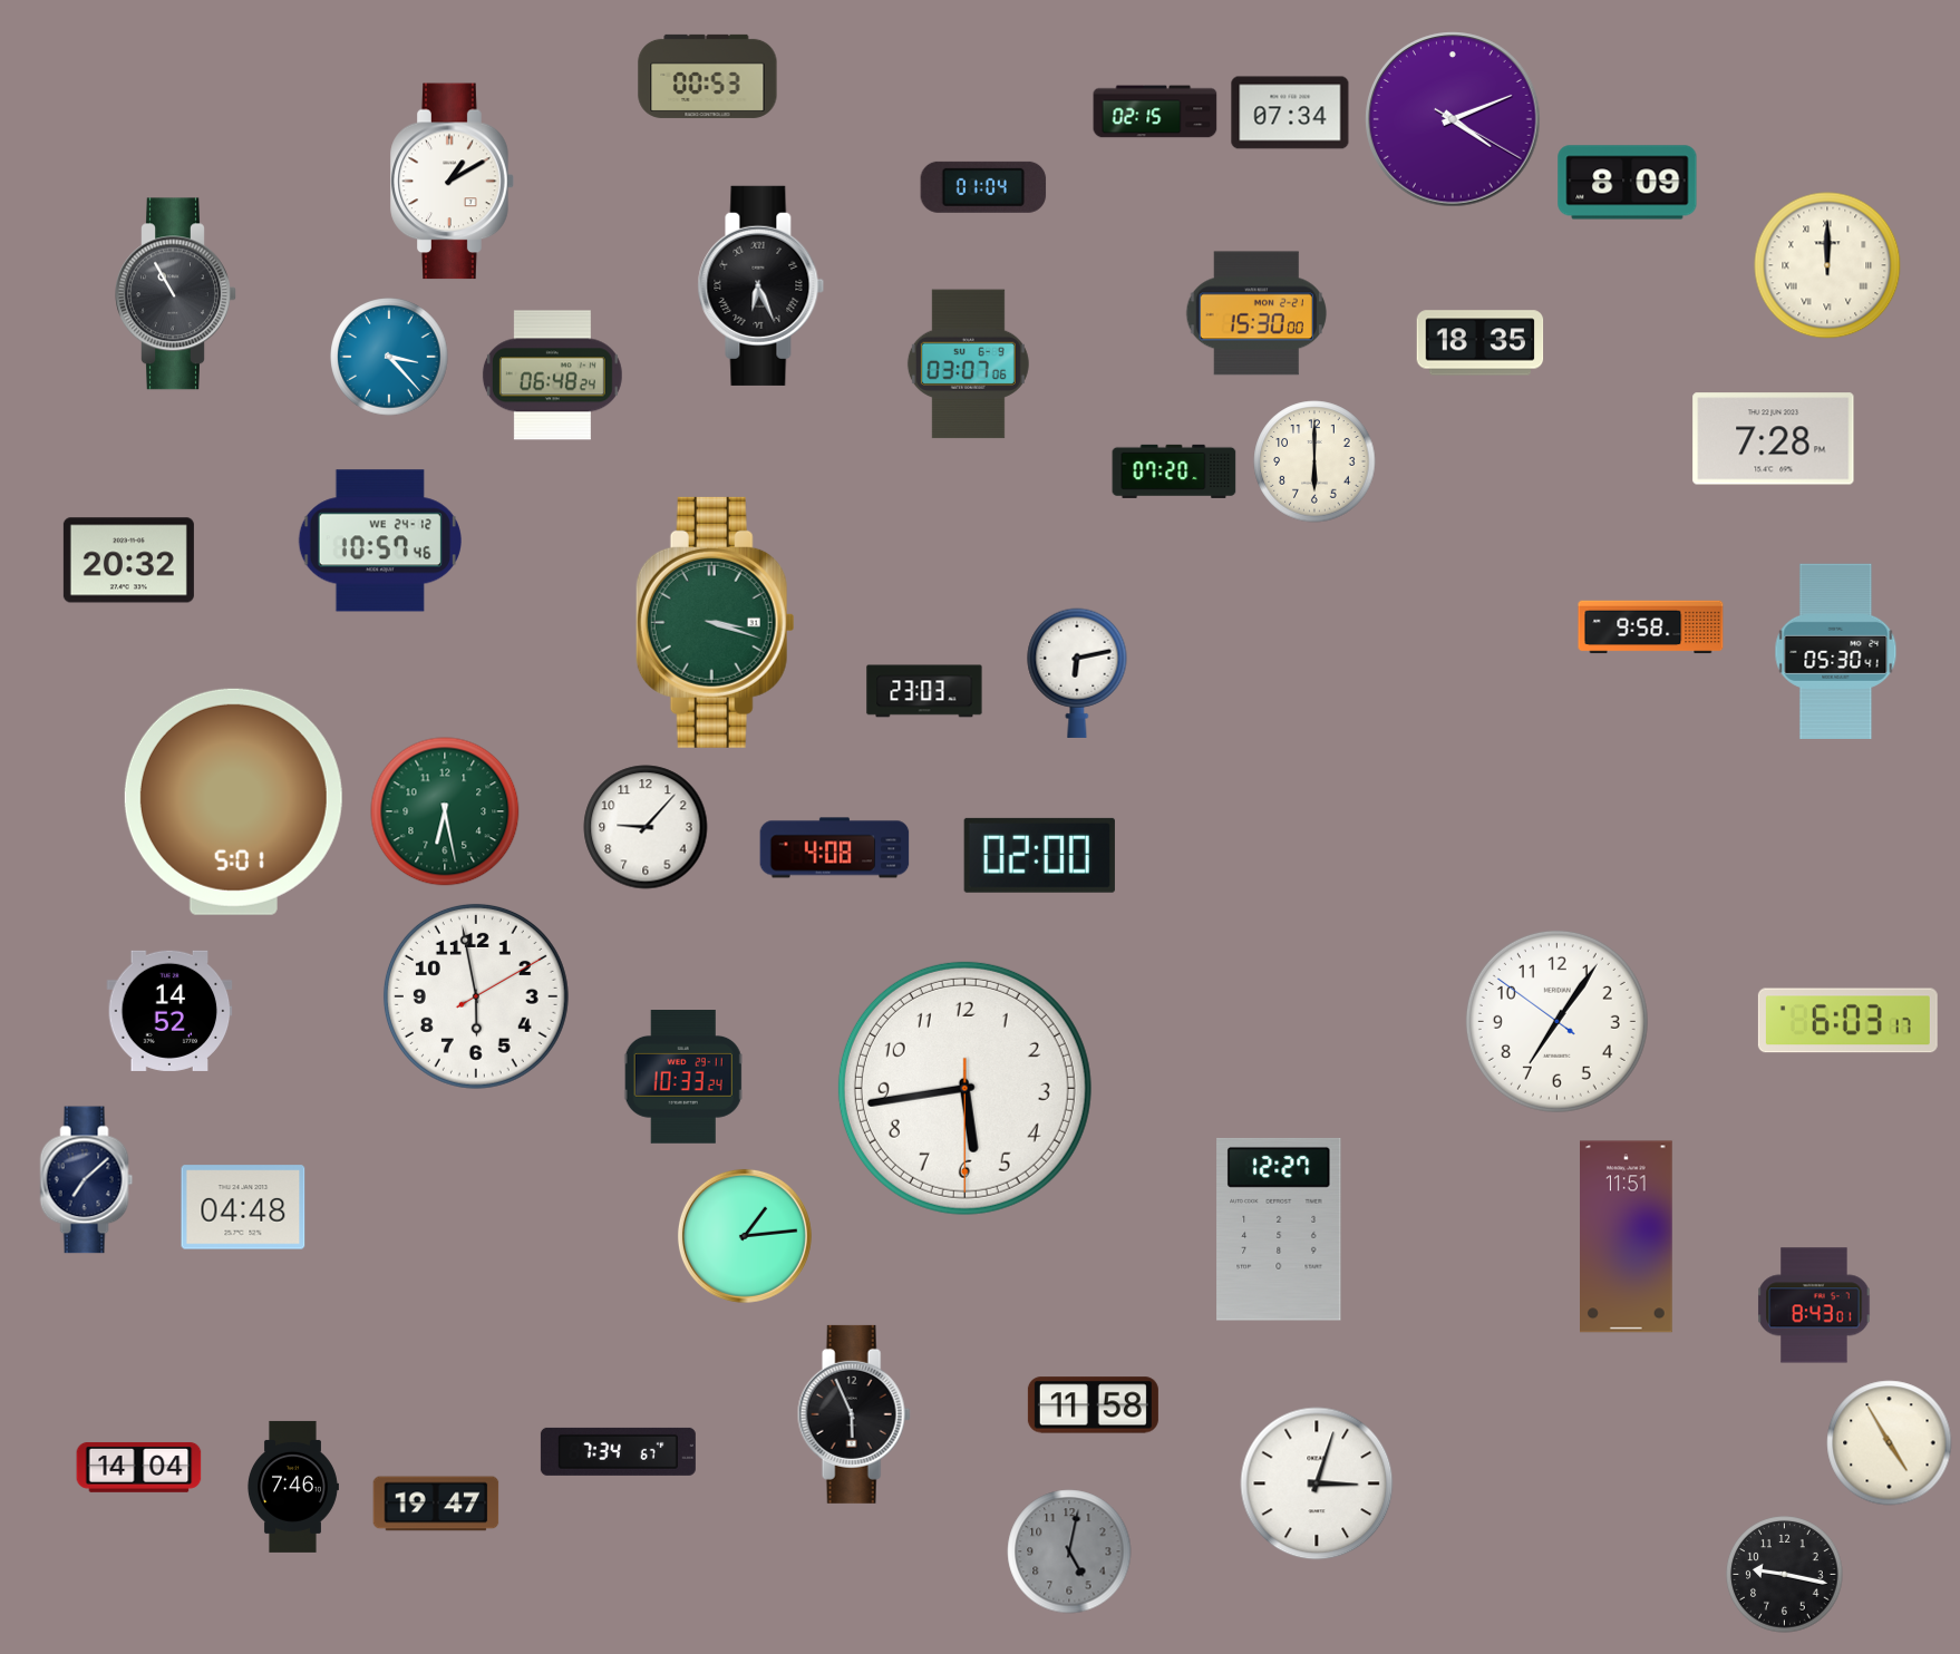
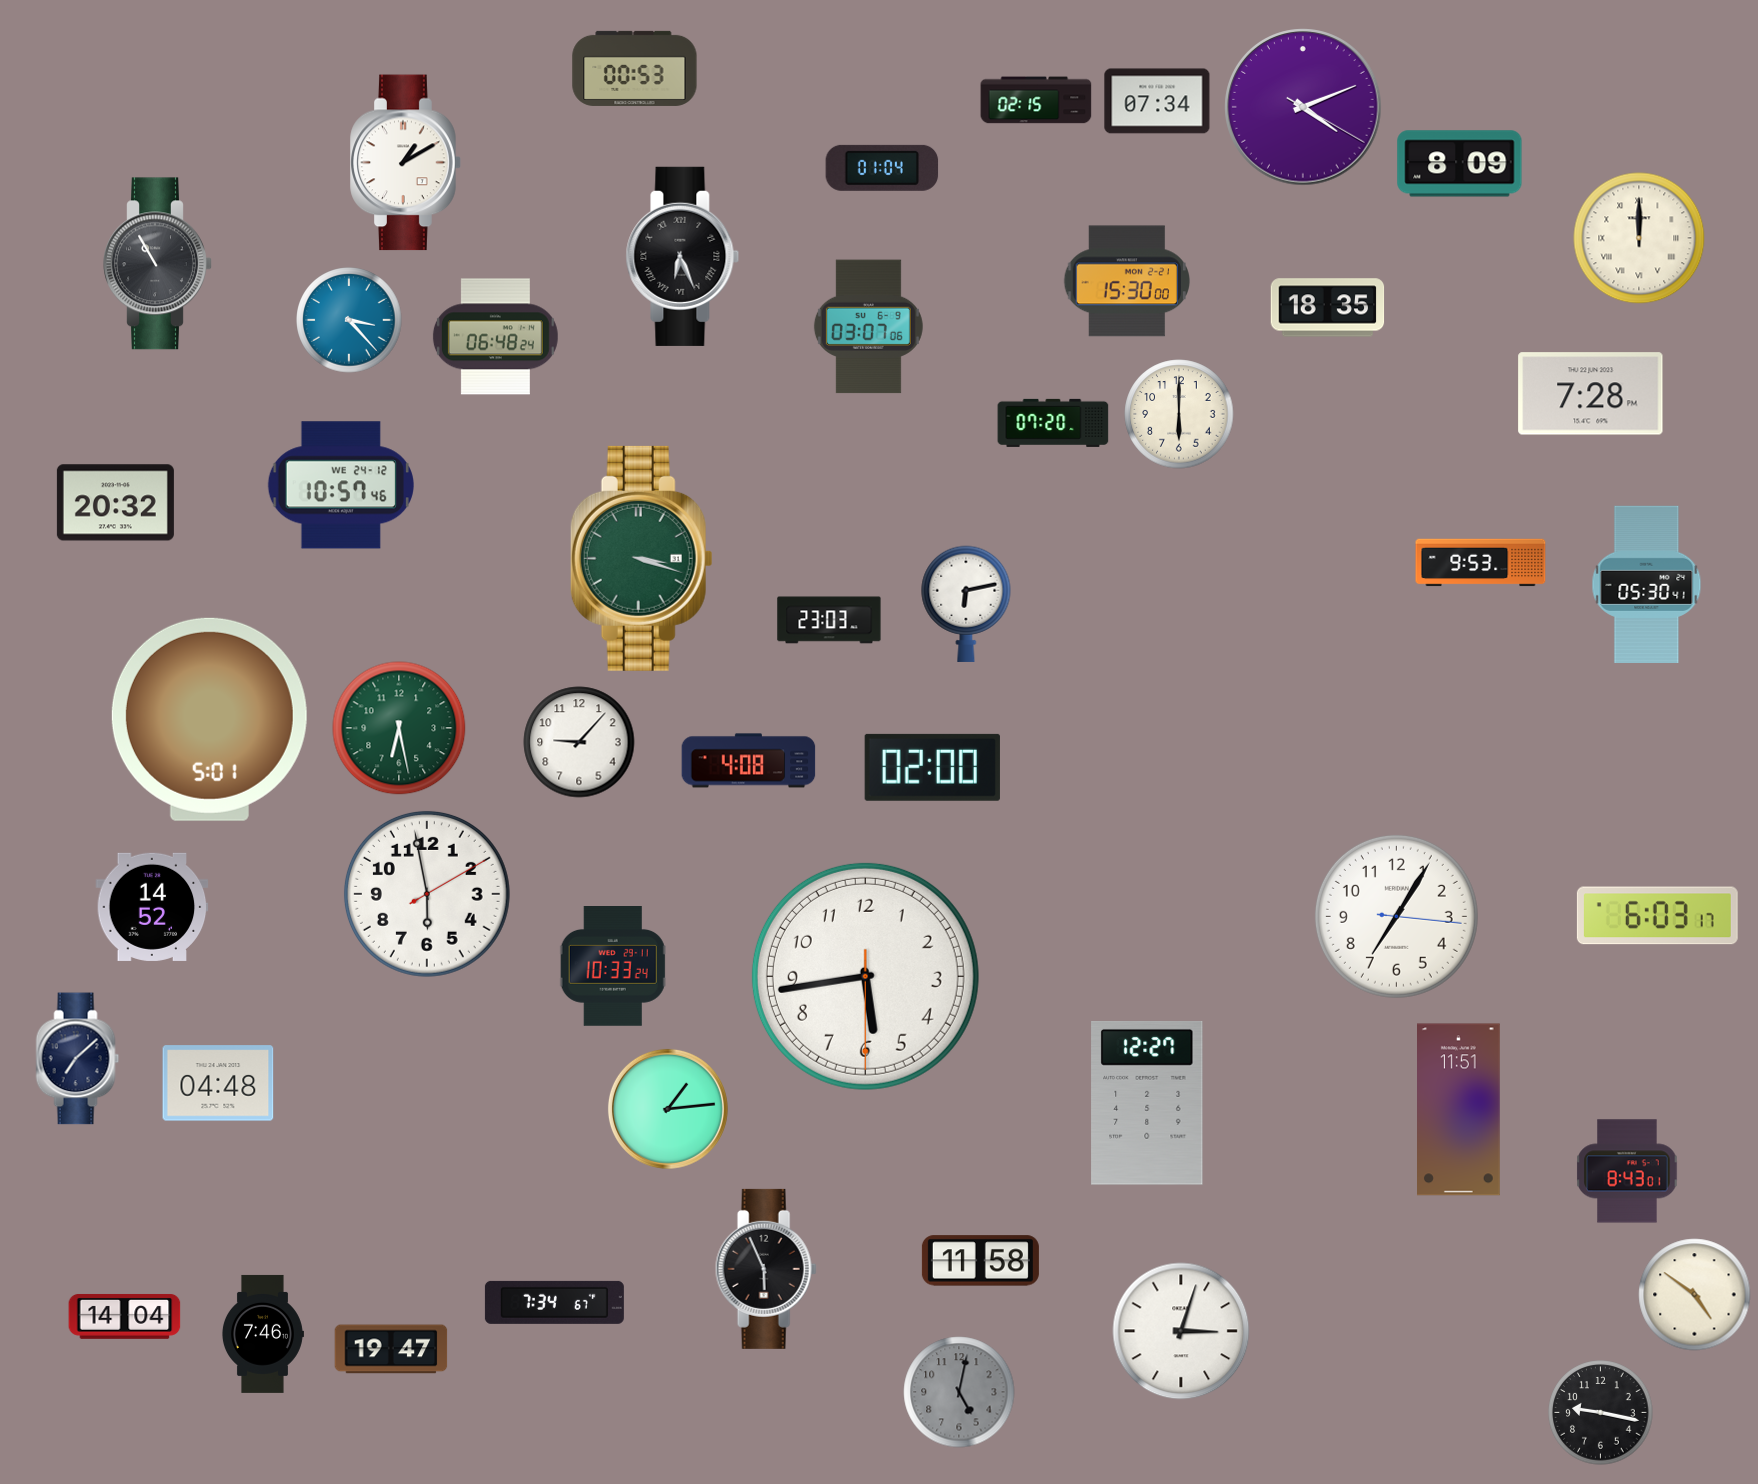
clock at (1651, 627): 9:58 -> 9:53
clock at (1556, 1021): 7:05:51 -> 7:05:16
clock at (1890, 1443): 4:55 -> 4:51
